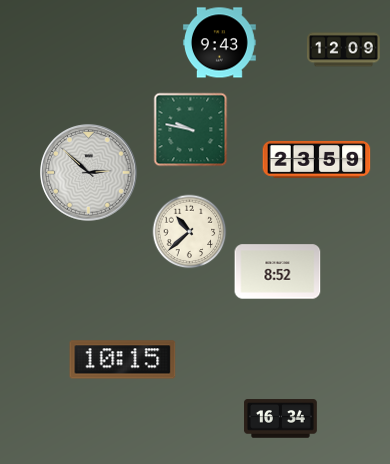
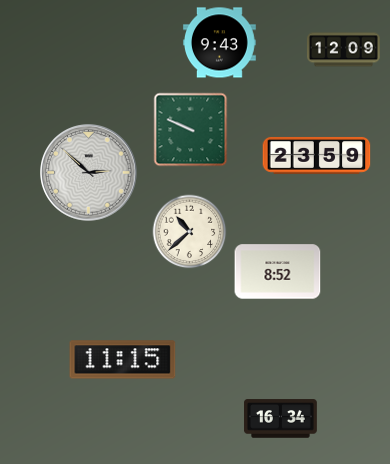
clock at (191, 130): 9:47 -> 9:49
clock at (317, 160) position: (317, 160) -> (317, 156)
clock at (123, 360): 10:15 -> 11:15
